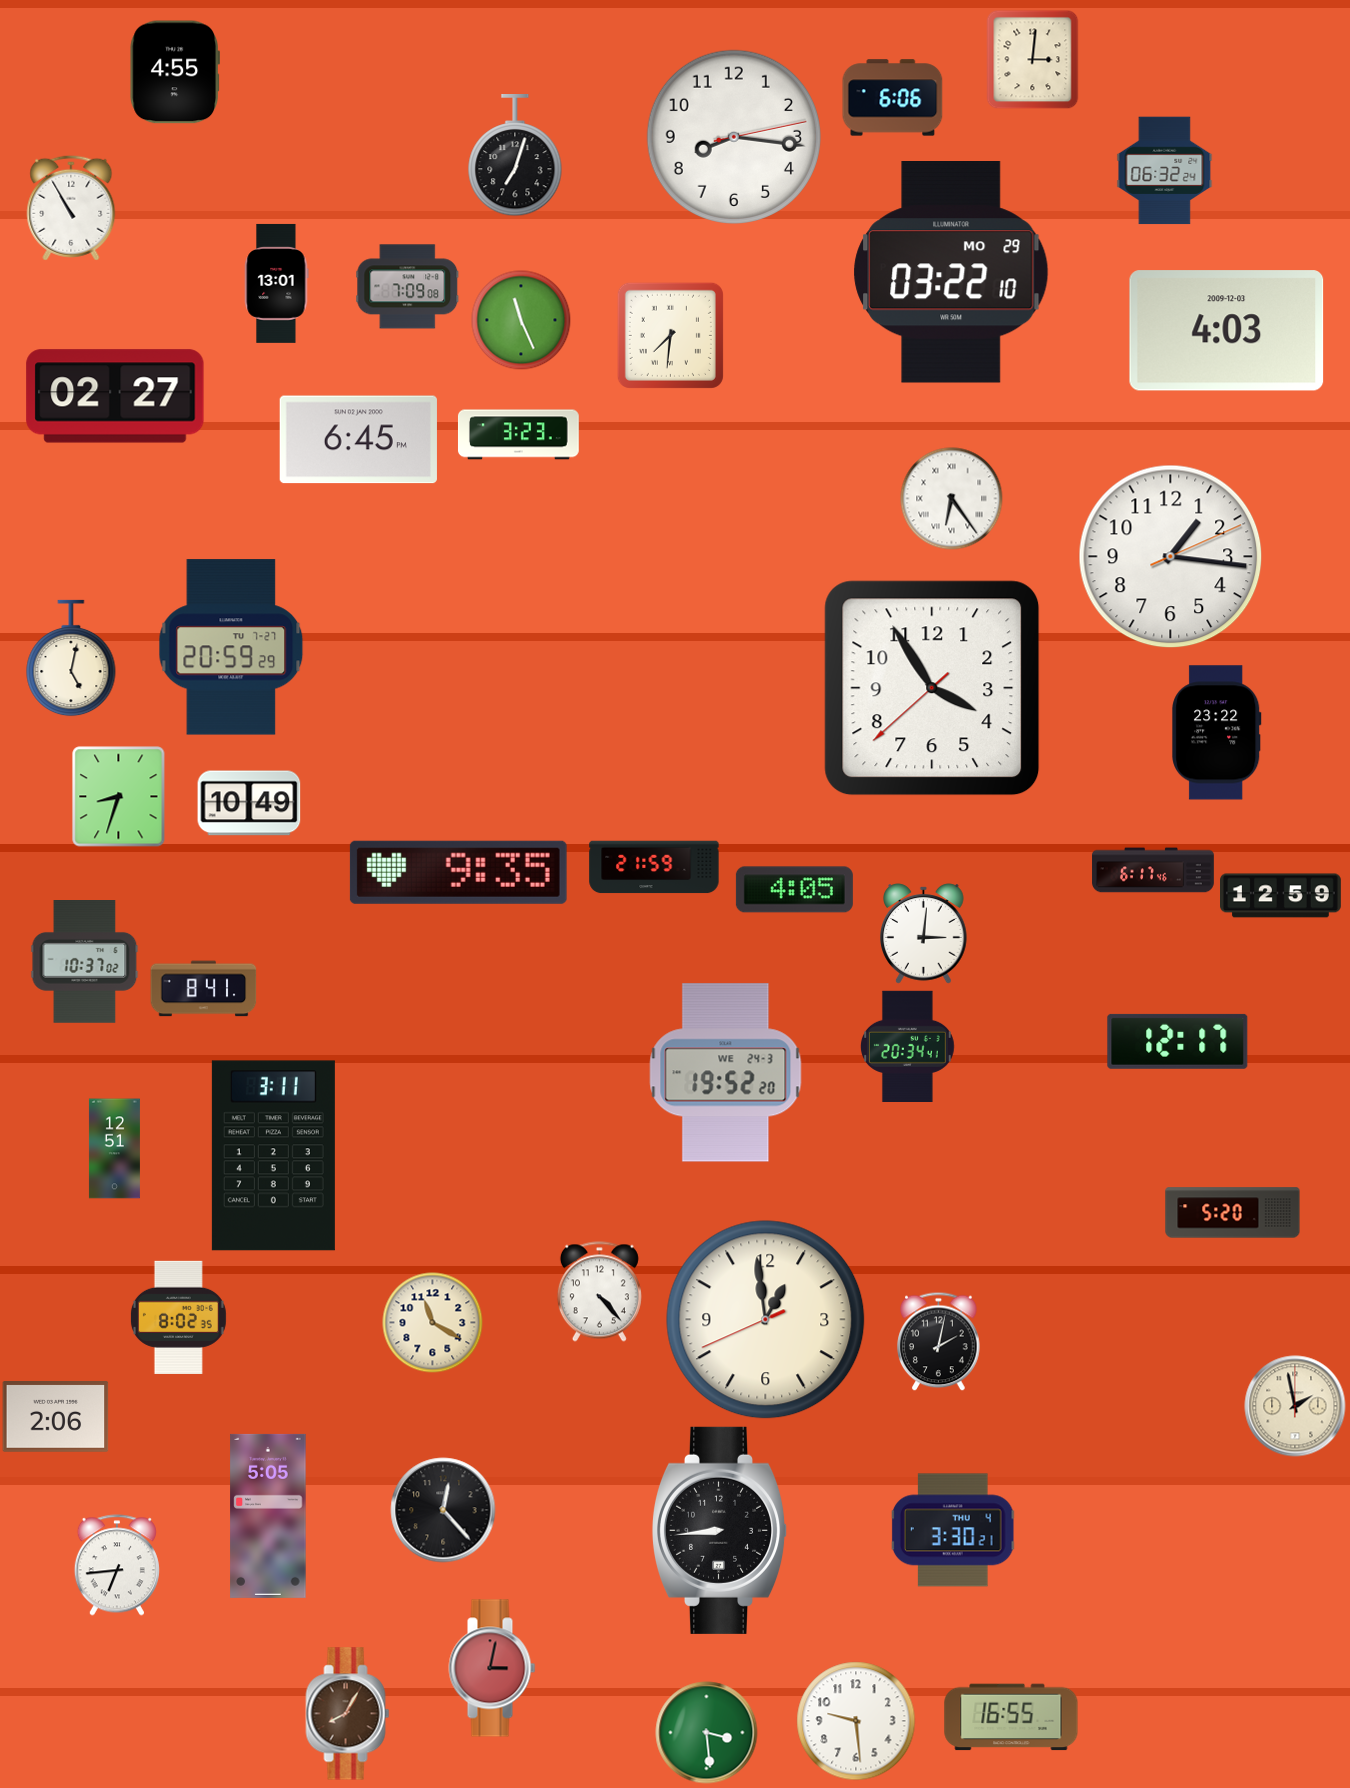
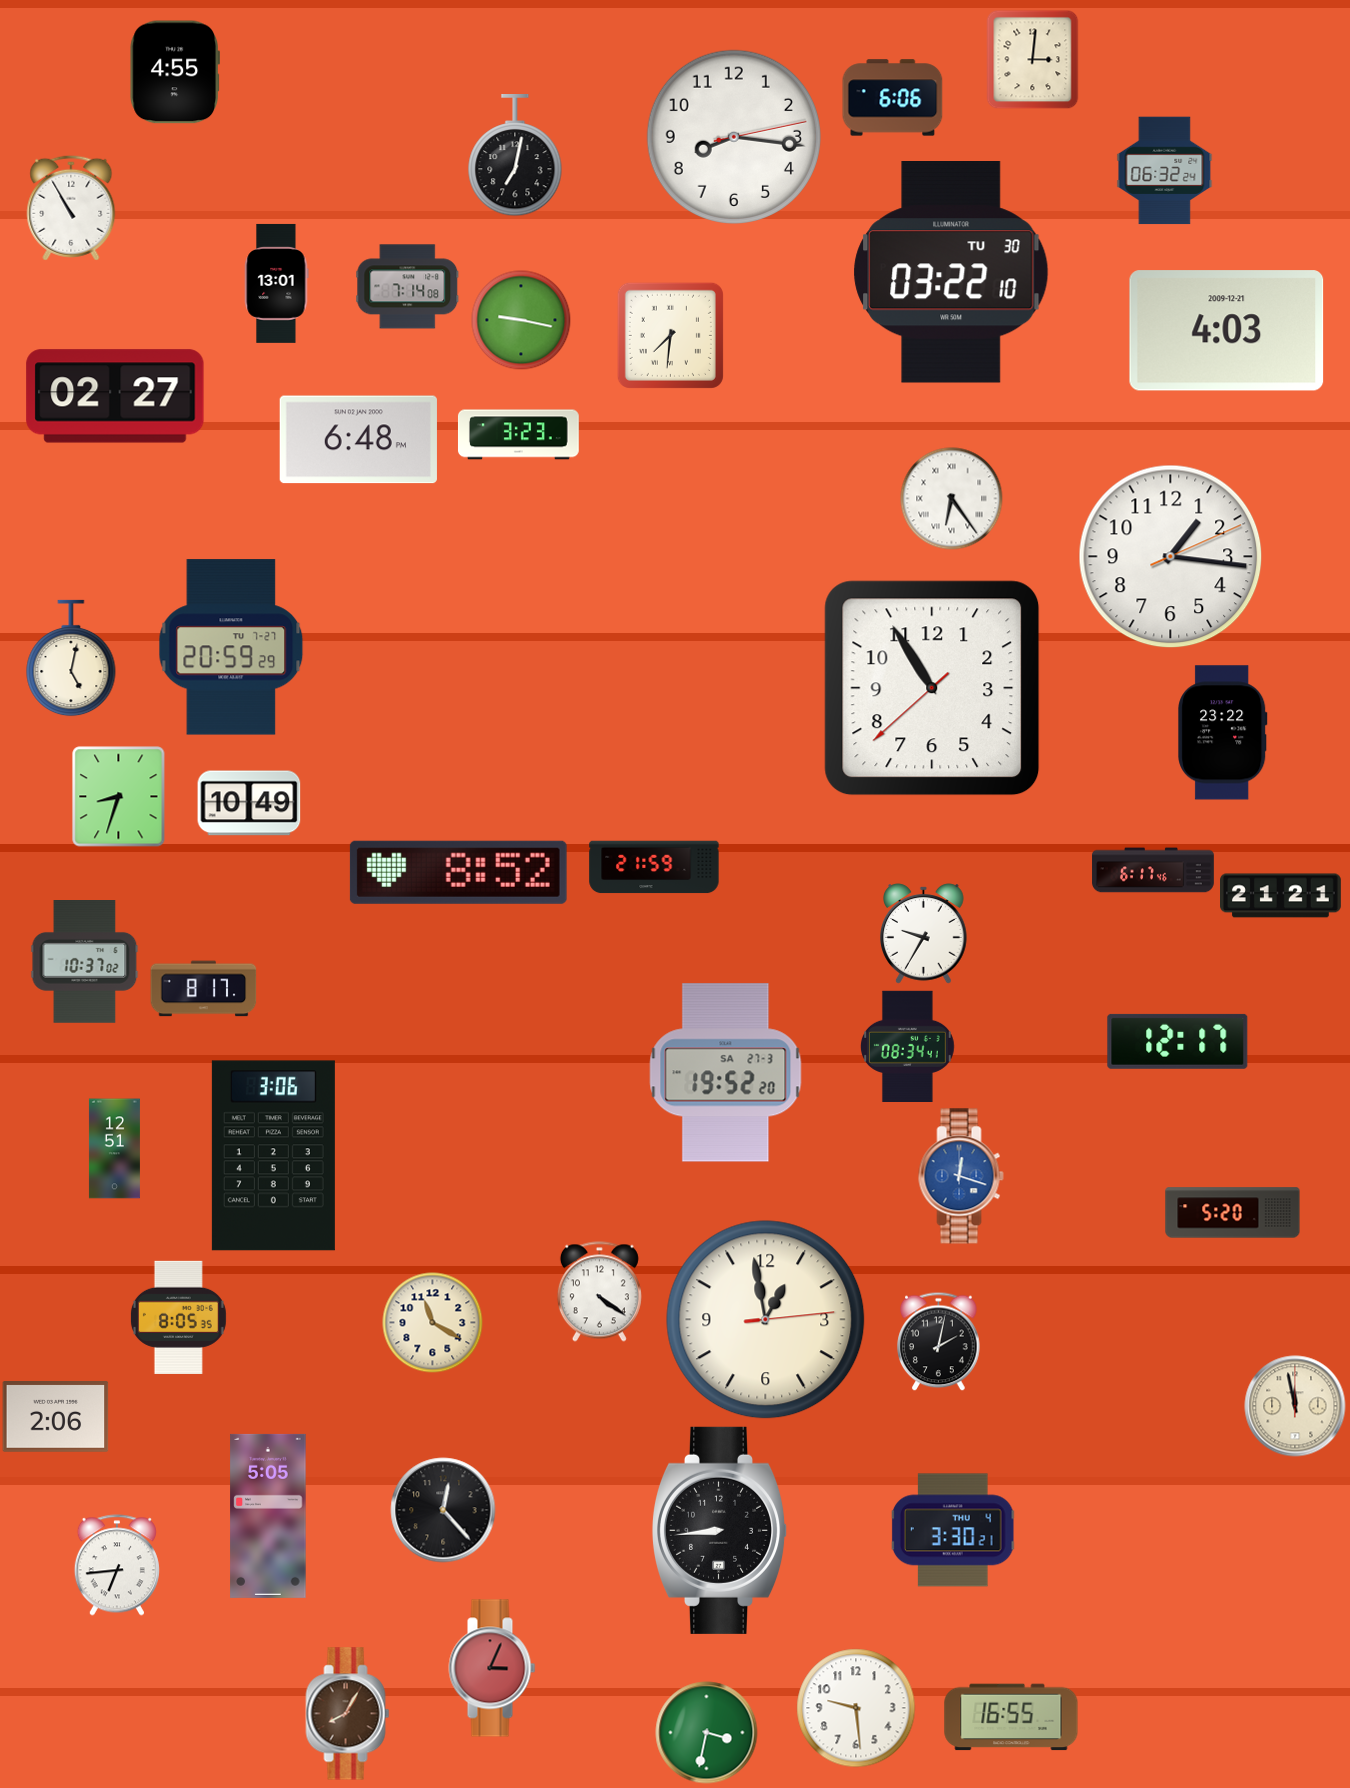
clock at (515, 155): 7:03 -> 7:02
clock at (951, 273) date: MO 29 -> TU 30
clock at (408, 287): 7:09 -> 7:14
clock at (521, 320): 11:26 -> 9:17
clock at (1227, 331) date: 2009-12-03 -> 2009-12-21
clock at (358, 440): 6:45 -> 6:48
clock at (932, 688): 3:54 -> 10:54
clock at (1217, 733) position: (1217, 733) -> (1223, 733)
clock at (458, 872): 9:35 -> 8:52
clock at (794, 890): 4:05 -> none
clock at (1281, 896): 12:59 -> 21:21
clock at (924, 934): 3:01 -> 9:35
clock at (204, 989): 8:41 -> 8:17
clock at (907, 1046): 20:34 -> 08:34
clock at (726, 1073) date: WE 24-3 -> SA 27-3
clock at (273, 1156): 3:11 -> 3:06
clock at (961, 1176): none -> 12:18
clock at (599, 1292): 4:23 -> 4:21
clock at (178, 1317): 8:02 -> 8:05
clock at (766, 1320): 12:58:41 -> 12:58:14
clock at (1295, 1406): 1:58 -> 11:58
clock at (492, 1668): 3:02 -> 3:04
clock at (856, 1721) position: (856, 1721) -> (856, 1708)
clock at (707, 1733): 3:29 -> 3:32
